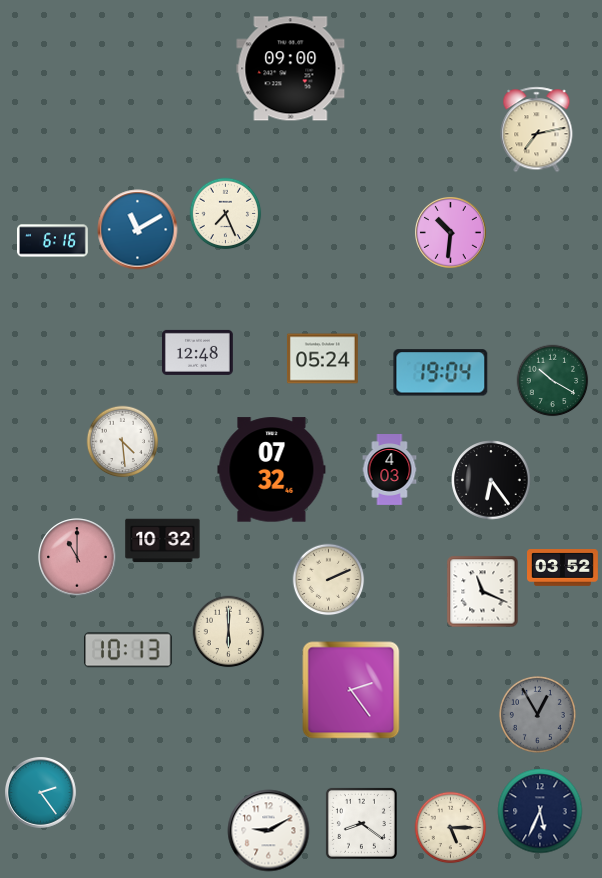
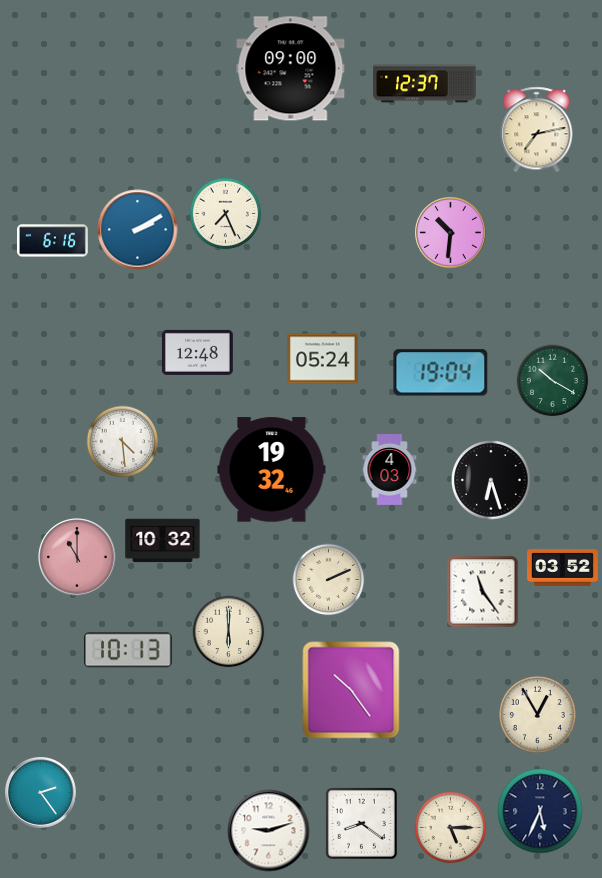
clock at (425, 84): none -> 12:37
clock at (138, 230): 11:10 -> 2:10
clock at (272, 470): 07:32 -> 19:32
clock at (491, 480): 6:24 -> 6:27
clock at (483, 592): 11:19 -> 11:24
clock at (351, 690): 2:24 -> 10:24
clock at (537, 714) dial: grey -> cream
clock at (269, 831): 9:10 -> 9:12
